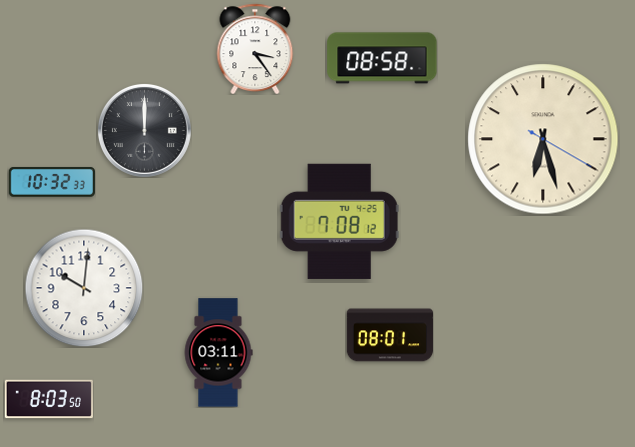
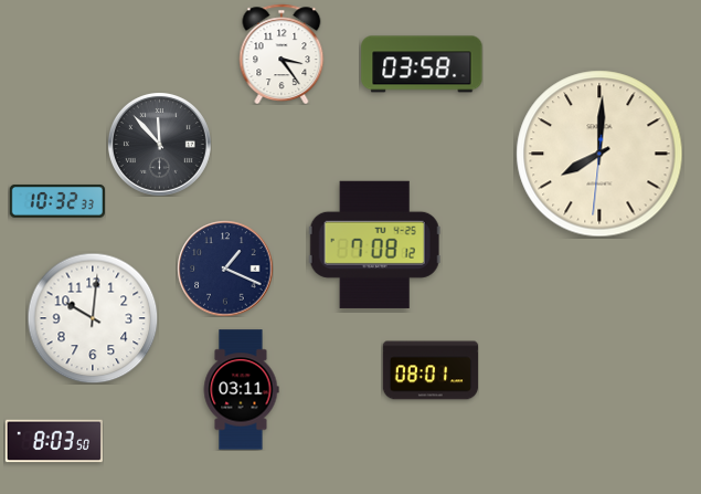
clock at (382, 58): 08:58 -> 03:58
clock at (144, 130): 12:00 -> 11:53
clock at (543, 139): 6:27 -> 8:00
clock at (225, 269): none -> 1:19
